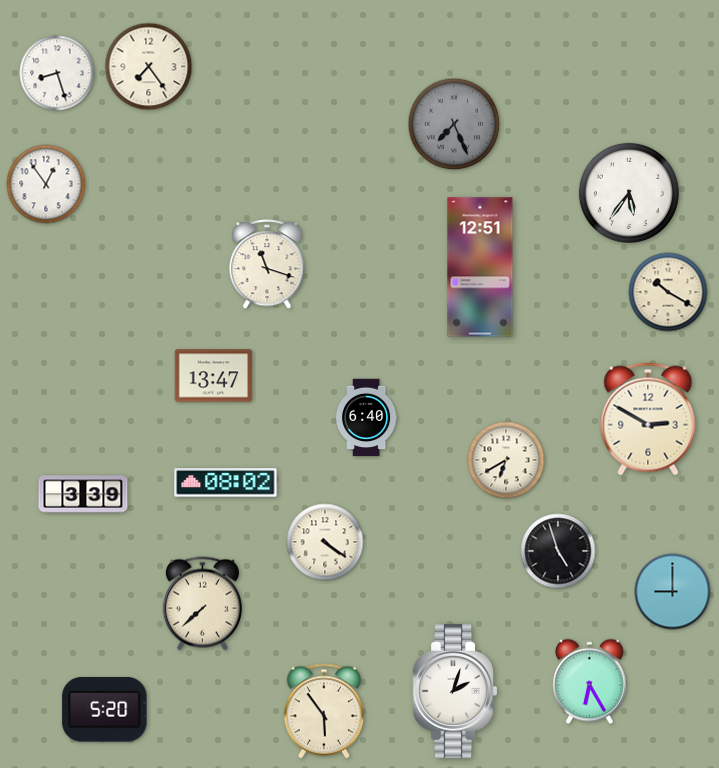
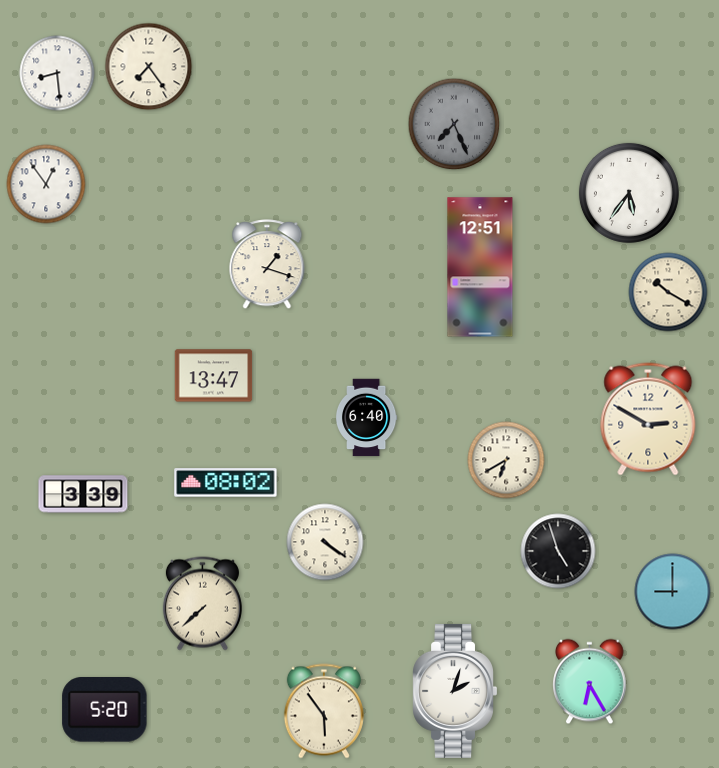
clock at (57, 73): 8:27 -> 8:29
clock at (267, 265): 11:18 -> 1:18
